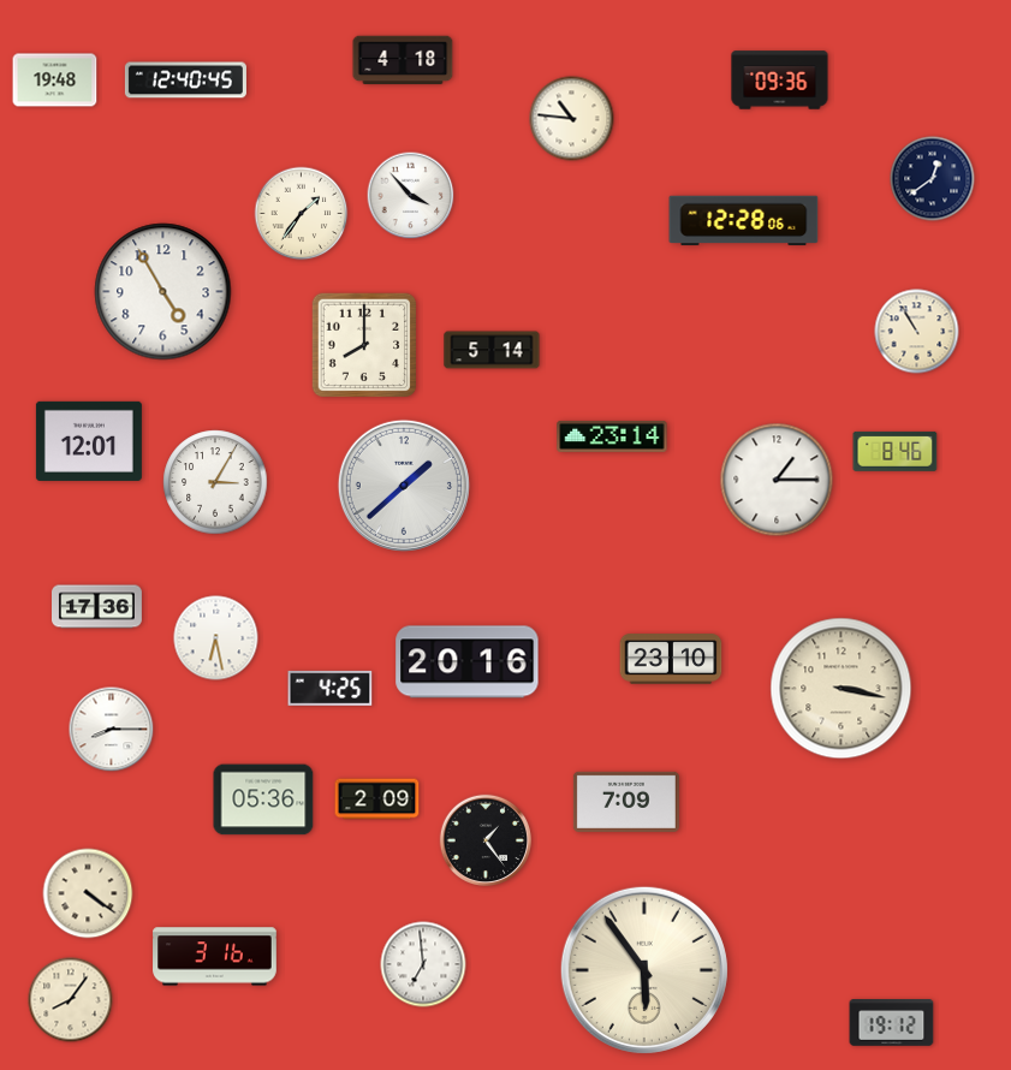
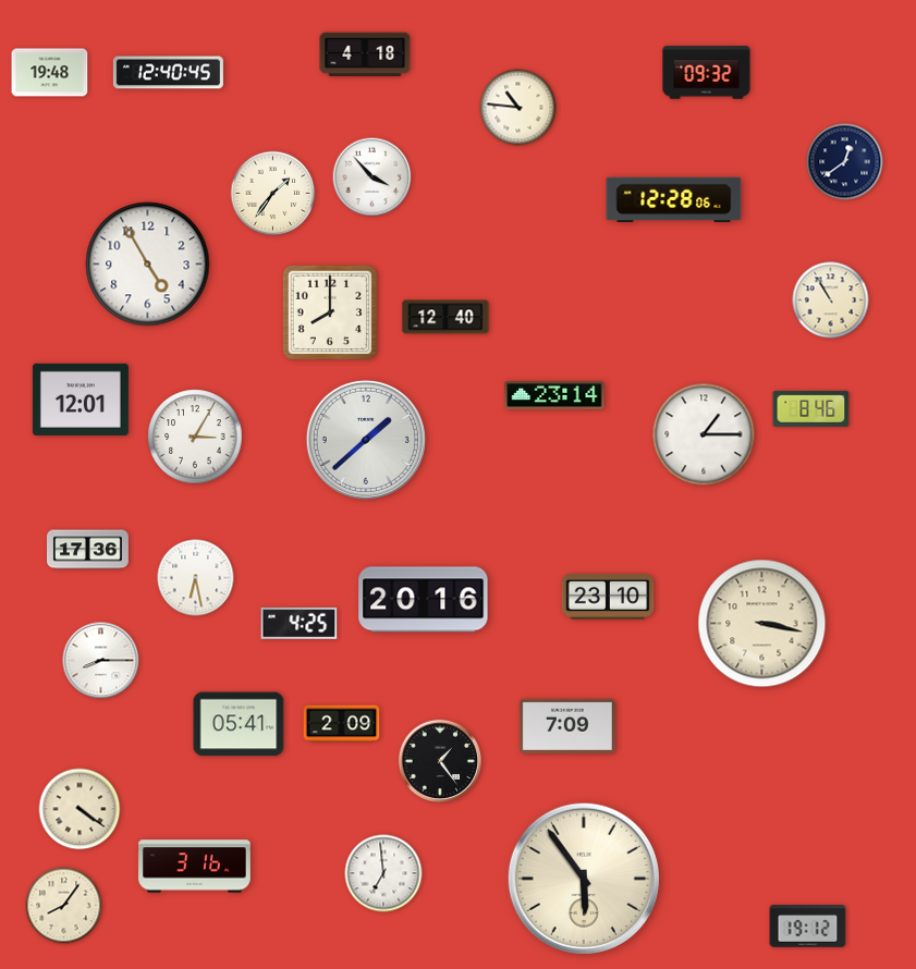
clock at (780, 81): 09:36 -> 09:32
clock at (492, 350): 5:14 -> 12:40
clock at (263, 799): 05:36 -> 05:41
